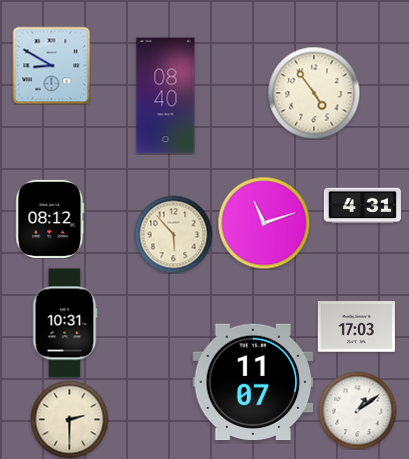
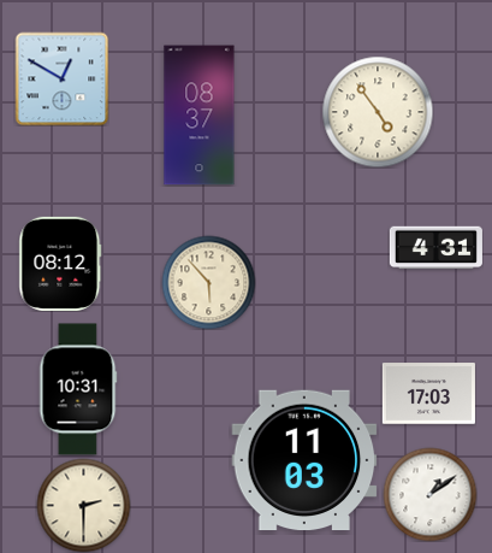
clock at (51, 65): 8:50 -> 12:50
clock at (166, 96): 08:40 -> 08:37
clock at (264, 223): 11:12 -> none
clock at (253, 382): 11:07 -> 11:03
